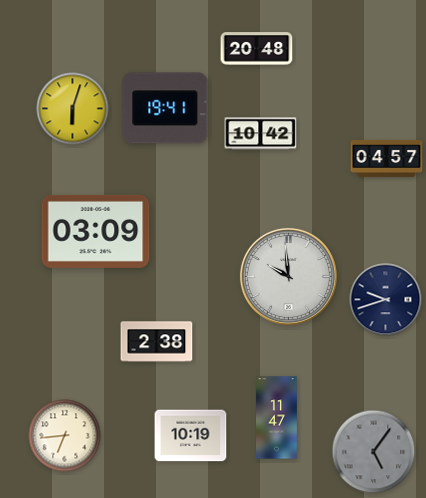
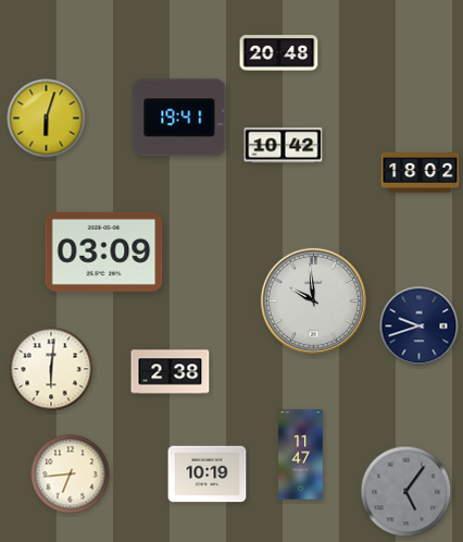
clock at (73, 109) position: (73, 109) -> (47, 119)
clock at (387, 158): 04:57 -> 18:02
clock at (51, 369): none -> 6:01
